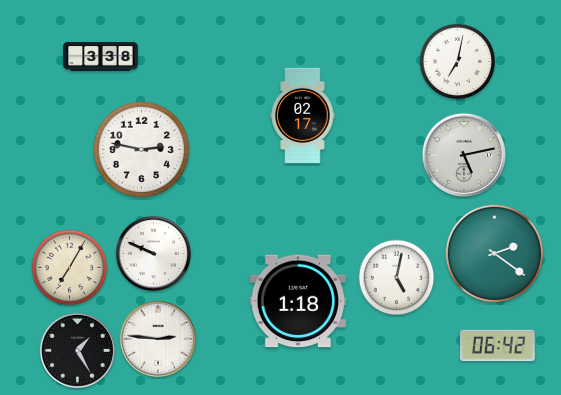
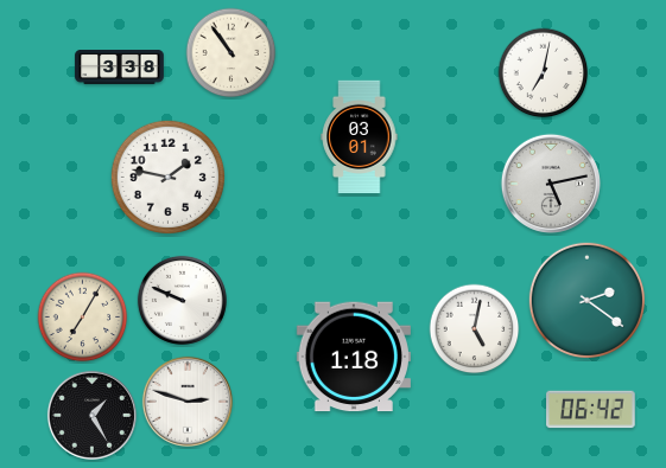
clock at (231, 53): none -> 10:54
clock at (303, 116): 02:17 -> 03:01
clock at (141, 149): 2:47 -> 1:47
clock at (397, 278) position: (397, 278) -> (475, 329)
clock at (158, 339): 2:46 -> 2:48
